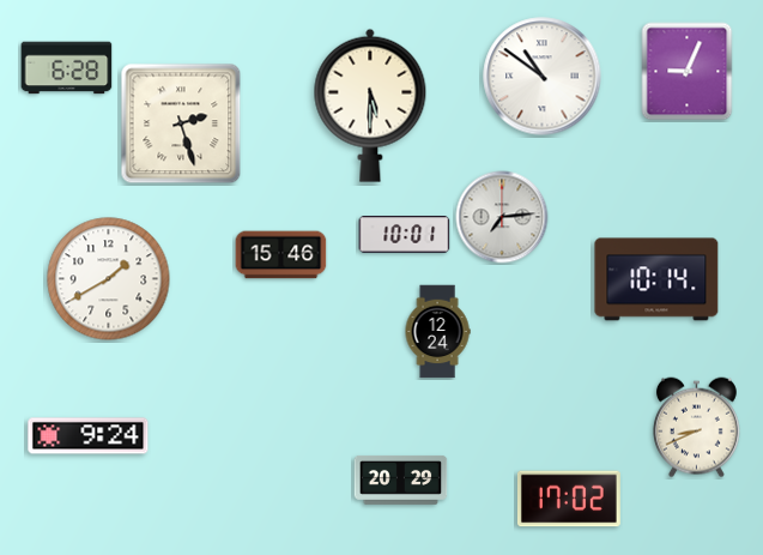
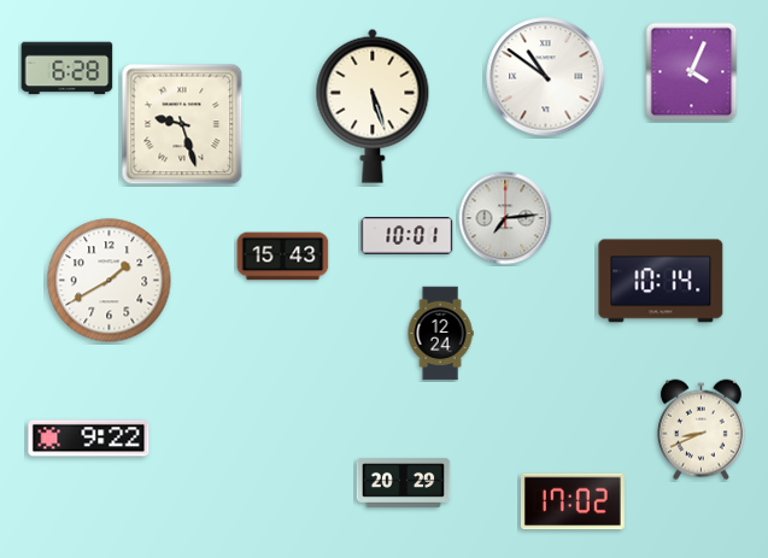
clock at (688, 72): 9:04 -> 4:04
clock at (370, 105): 5:30 -> 5:27
clock at (181, 123): 2:27 -> 9:27
clock at (281, 255): 15:46 -> 15:43
clock at (89, 436): 9:24 -> 9:22
